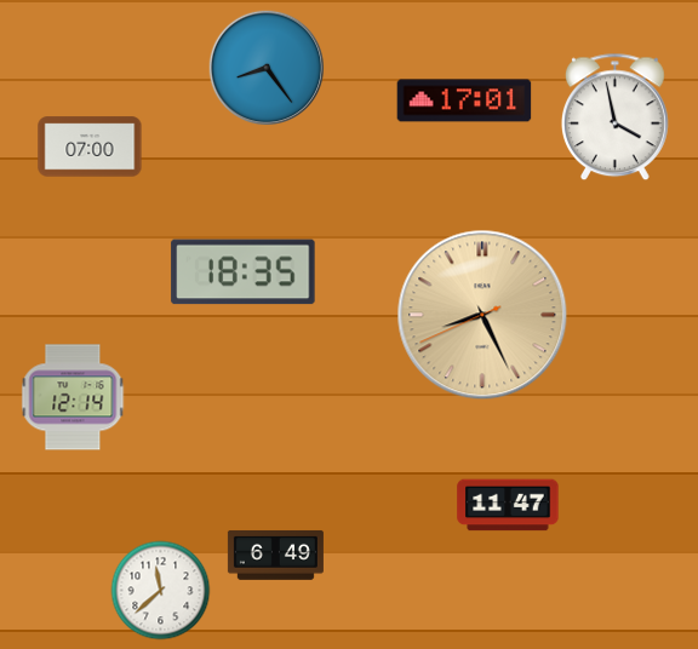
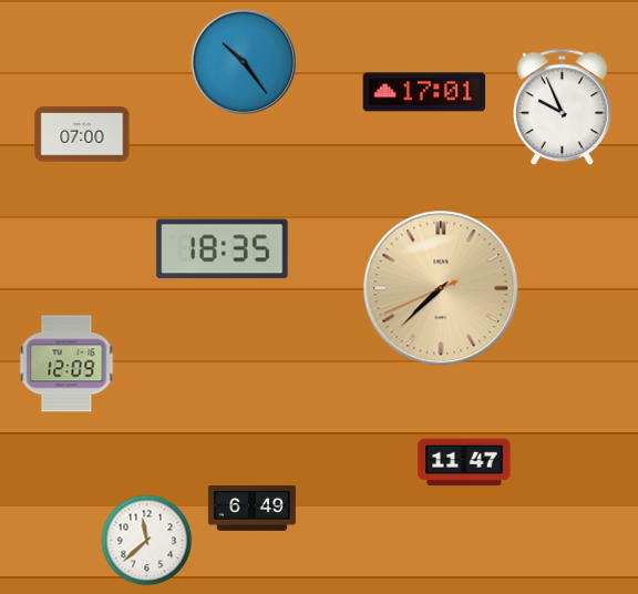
clock at (267, 68): 8:24 -> 10:24
clock at (616, 117): 3:58 -> 9:56
clock at (482, 315): 8:25 -> 7:37
clock at (73, 397): 12:14 -> 12:09
